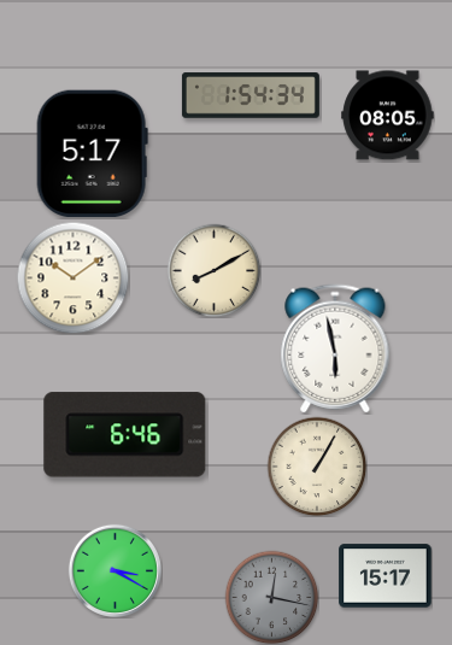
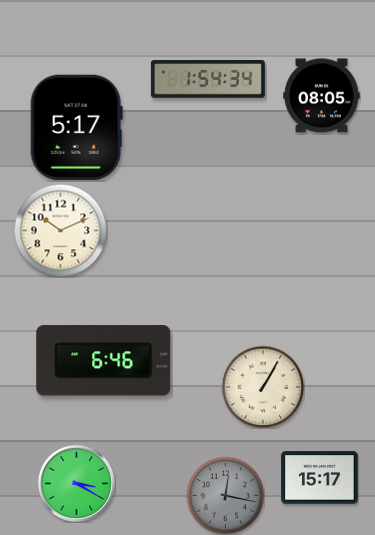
clock at (213, 270): 8:10 -> none
clock at (72, 277): 10:09 -> 10:11
clock at (335, 348): 5:58 -> none
clock at (115, 570) position: (115, 570) -> (76, 483)
